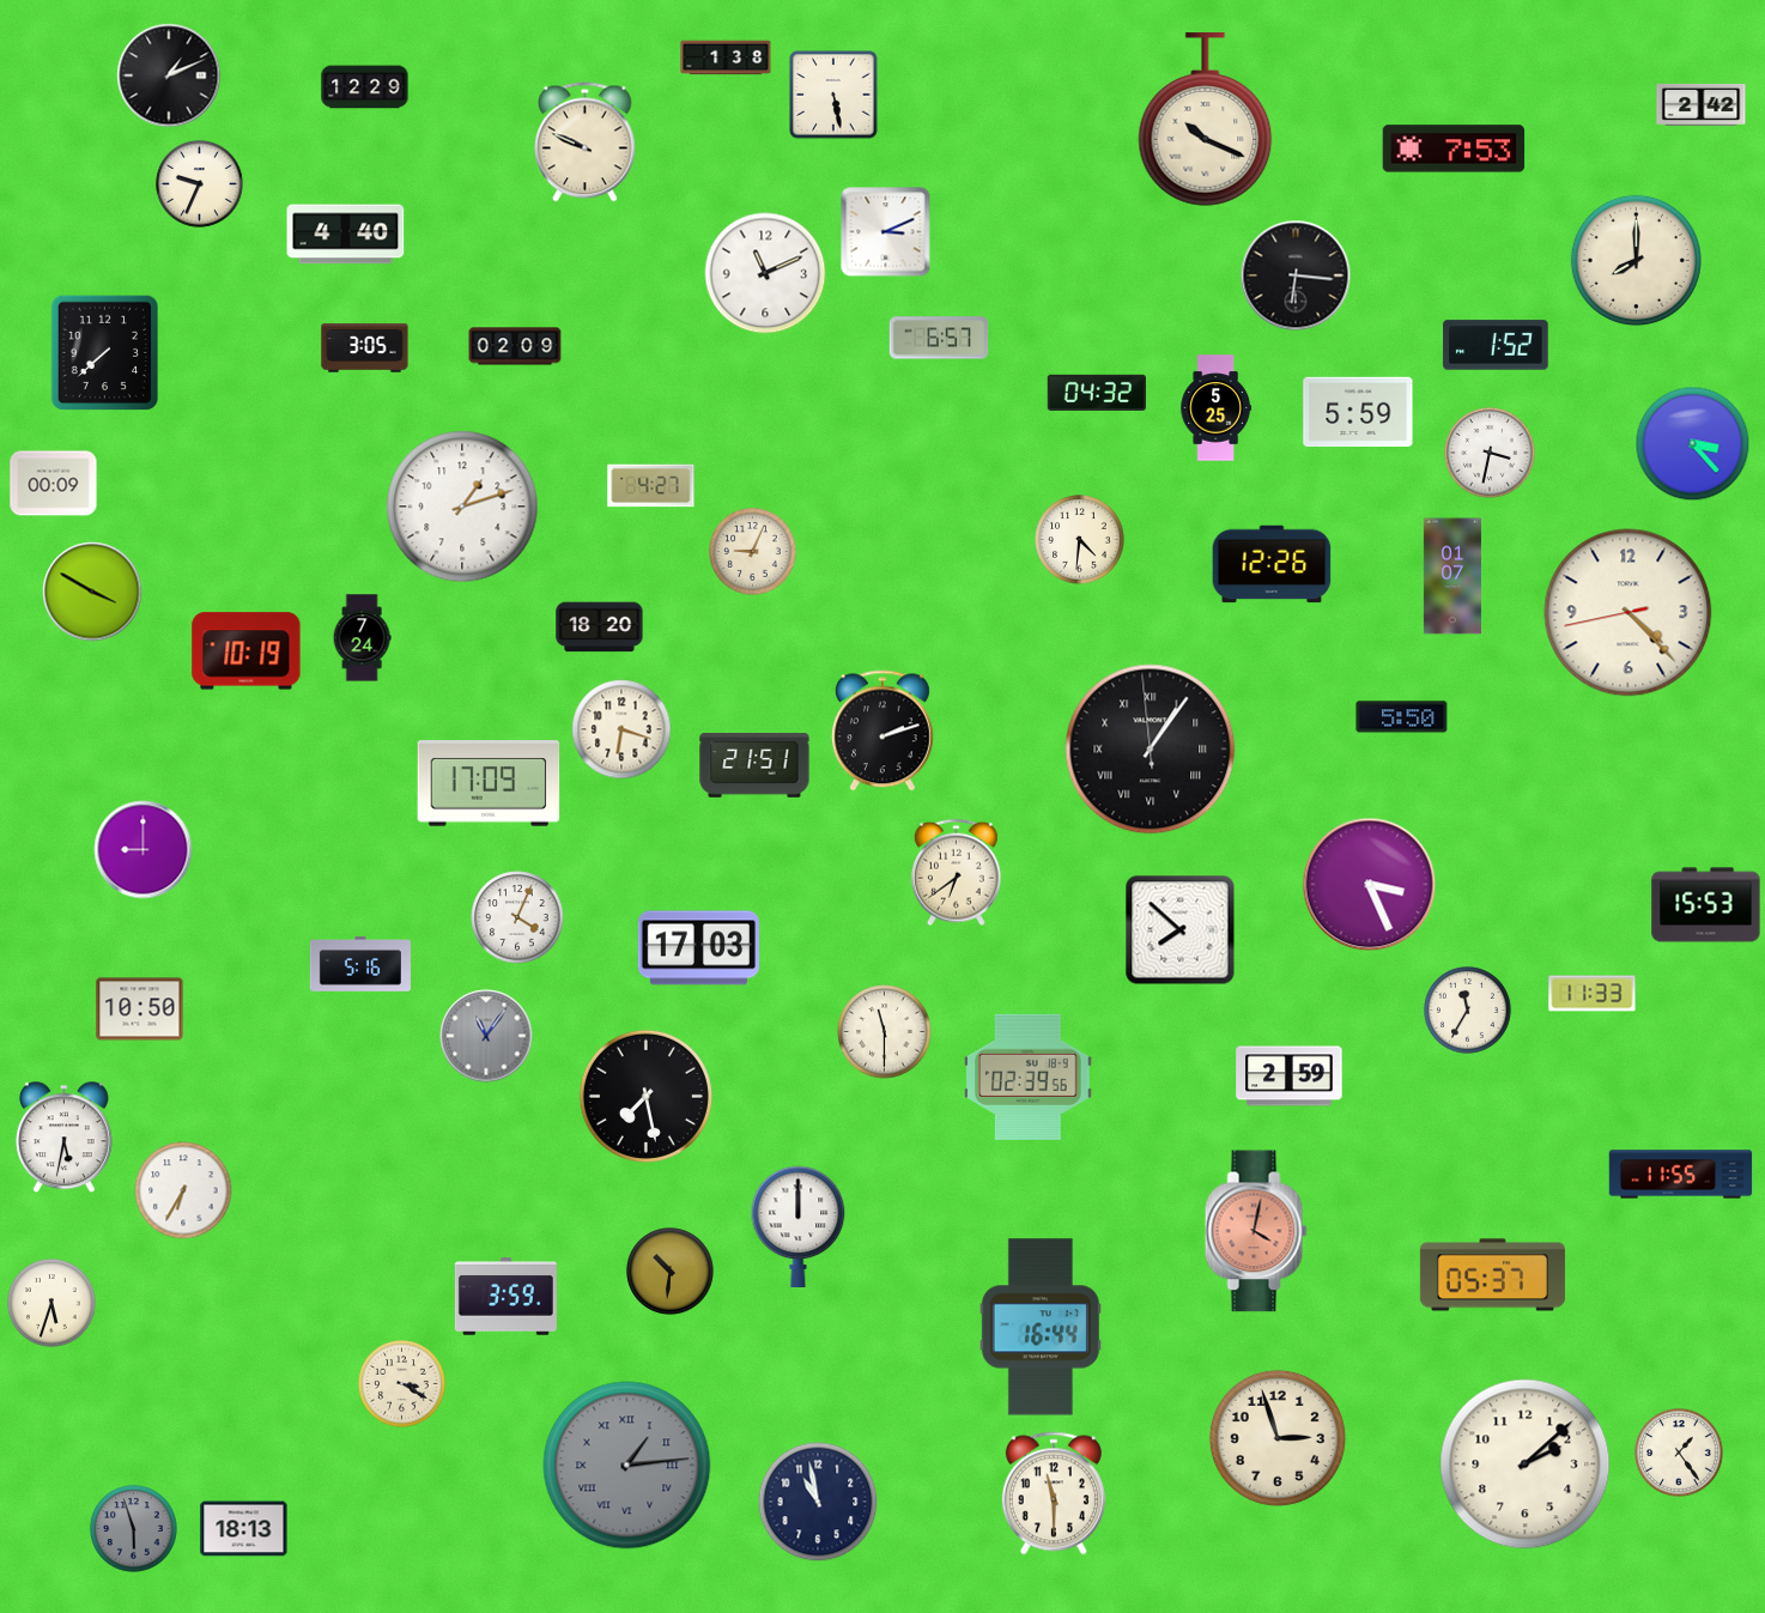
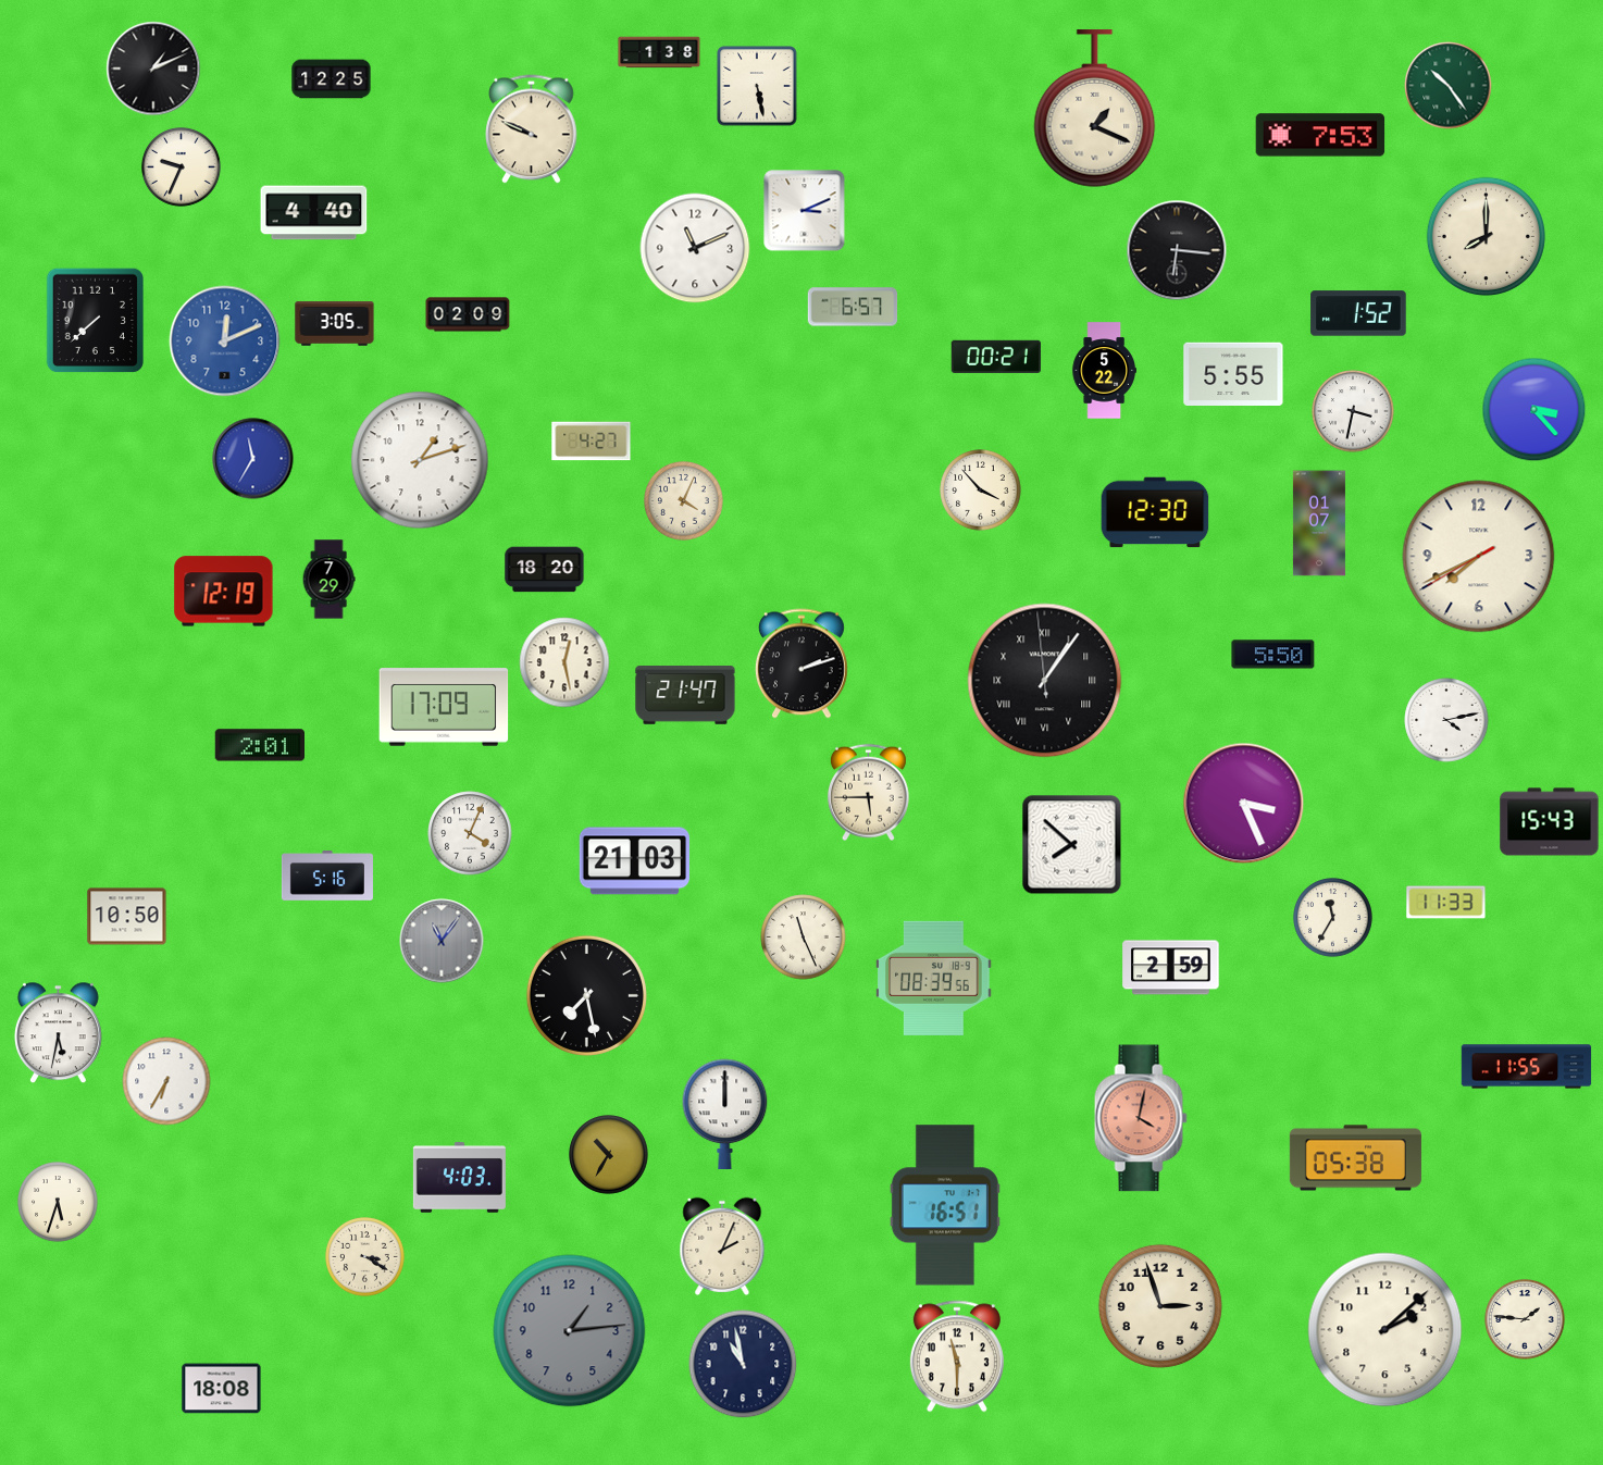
clock at (365, 87): 12:29 -> 12:25
clock at (1449, 86): none -> 10:24
clock at (1702, 104): 2:42 -> none
clock at (1206, 120): 10:19 -> 1:19
clock at (365, 348) position: (365, 348) -> (335, 324)
clock at (225, 342): none -> 12:11
clock at (1096, 393): 04:32 -> 00:21
clock at (1215, 408): 5:25 -> 5:22
clock at (1358, 411): 5:59 -> 5:55
clock at (1693, 444) position: (1693, 444) -> (1534, 410)
clock at (54, 484): 00:09 -> none
clock at (253, 459): none -> 11:35
clock at (1080, 540): 4:31 -> 3:53
clock at (753, 552): 9:04 -> 4:04
clock at (1272, 564): 12:26 -> 12:30
clock at (92, 592): 3:50 -> none
clock at (1628, 613): 4:22 -> 7:40
clock at (362, 638): 7:24 -> 7:29
clock at (247, 651): 10:19 -> 12:19
clock at (1402, 717) position: (1402, 717) -> (1273, 655)
clock at (621, 729): 6:18 -> 12:28
clock at (754, 765): 21:51 -> 21:47
clock at (489, 783) position: (489, 783) -> (444, 707)
clock at (1446, 720): none -> 4:13
clock at (259, 745): none -> 2:01
clock at (144, 850): 9:00 -> none
clock at (956, 873): 6:39 -> 5:45
clock at (1706, 905): 15:53 -> 15:43
clock at (698, 948): 17:03 -> 21:03
clock at (885, 1032): 11:30 -> 11:26
clock at (1029, 1077): 02:39 -> 08:39
clock at (1290, 1077) position: (1290, 1077) -> (1171, 968)
clock at (671, 1272): 10:31 -> 10:35
clock at (1492, 1275): 05:37 -> 05:38
clock at (505, 1297): 3:59 -> 4:03
clock at (51, 1303) position: (51, 1303) -> (58, 1202)
clock at (1041, 1327): 16:44 -> 16:51
clock at (722, 1246): none -> 2:04
clock at (1679, 1453): 1:24 -> 1:46
clock at (627, 1466) numerals: Roman -> Arabic
clock at (134, 1529): 5:57 -> none
clock at (244, 1529): 18:13 -> 18:08
